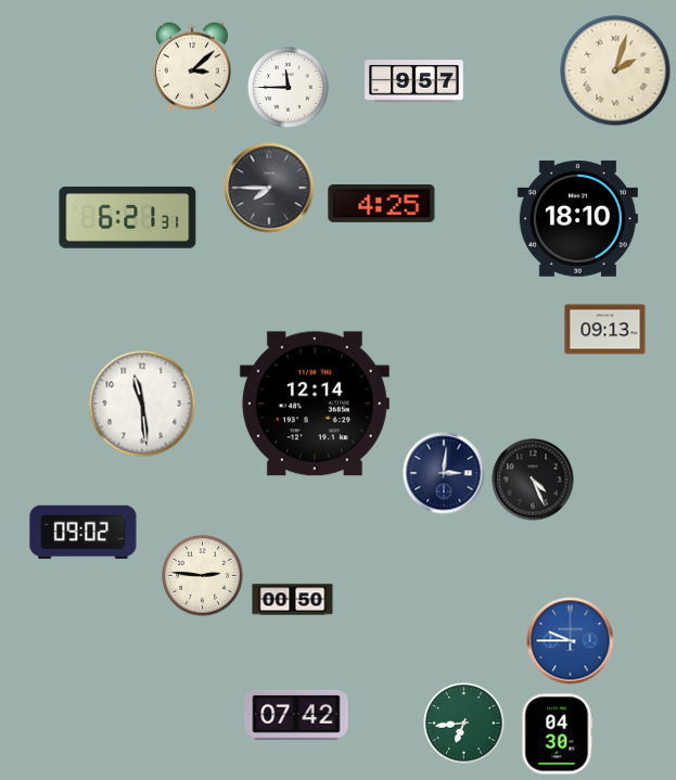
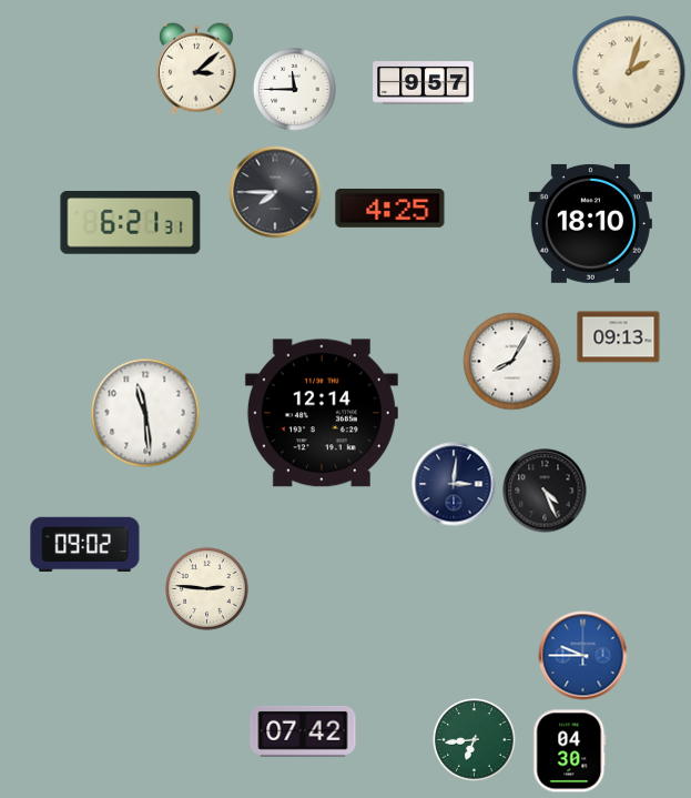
clock at (512, 362): none -> 8:05
clock at (293, 600): 00:50 -> none
